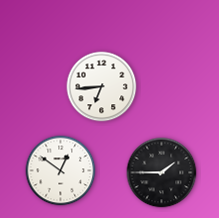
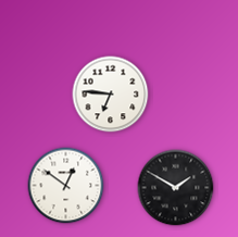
clock at (102, 87): 6:44 -> 6:46
clock at (162, 173): 1:45 -> 1:50
